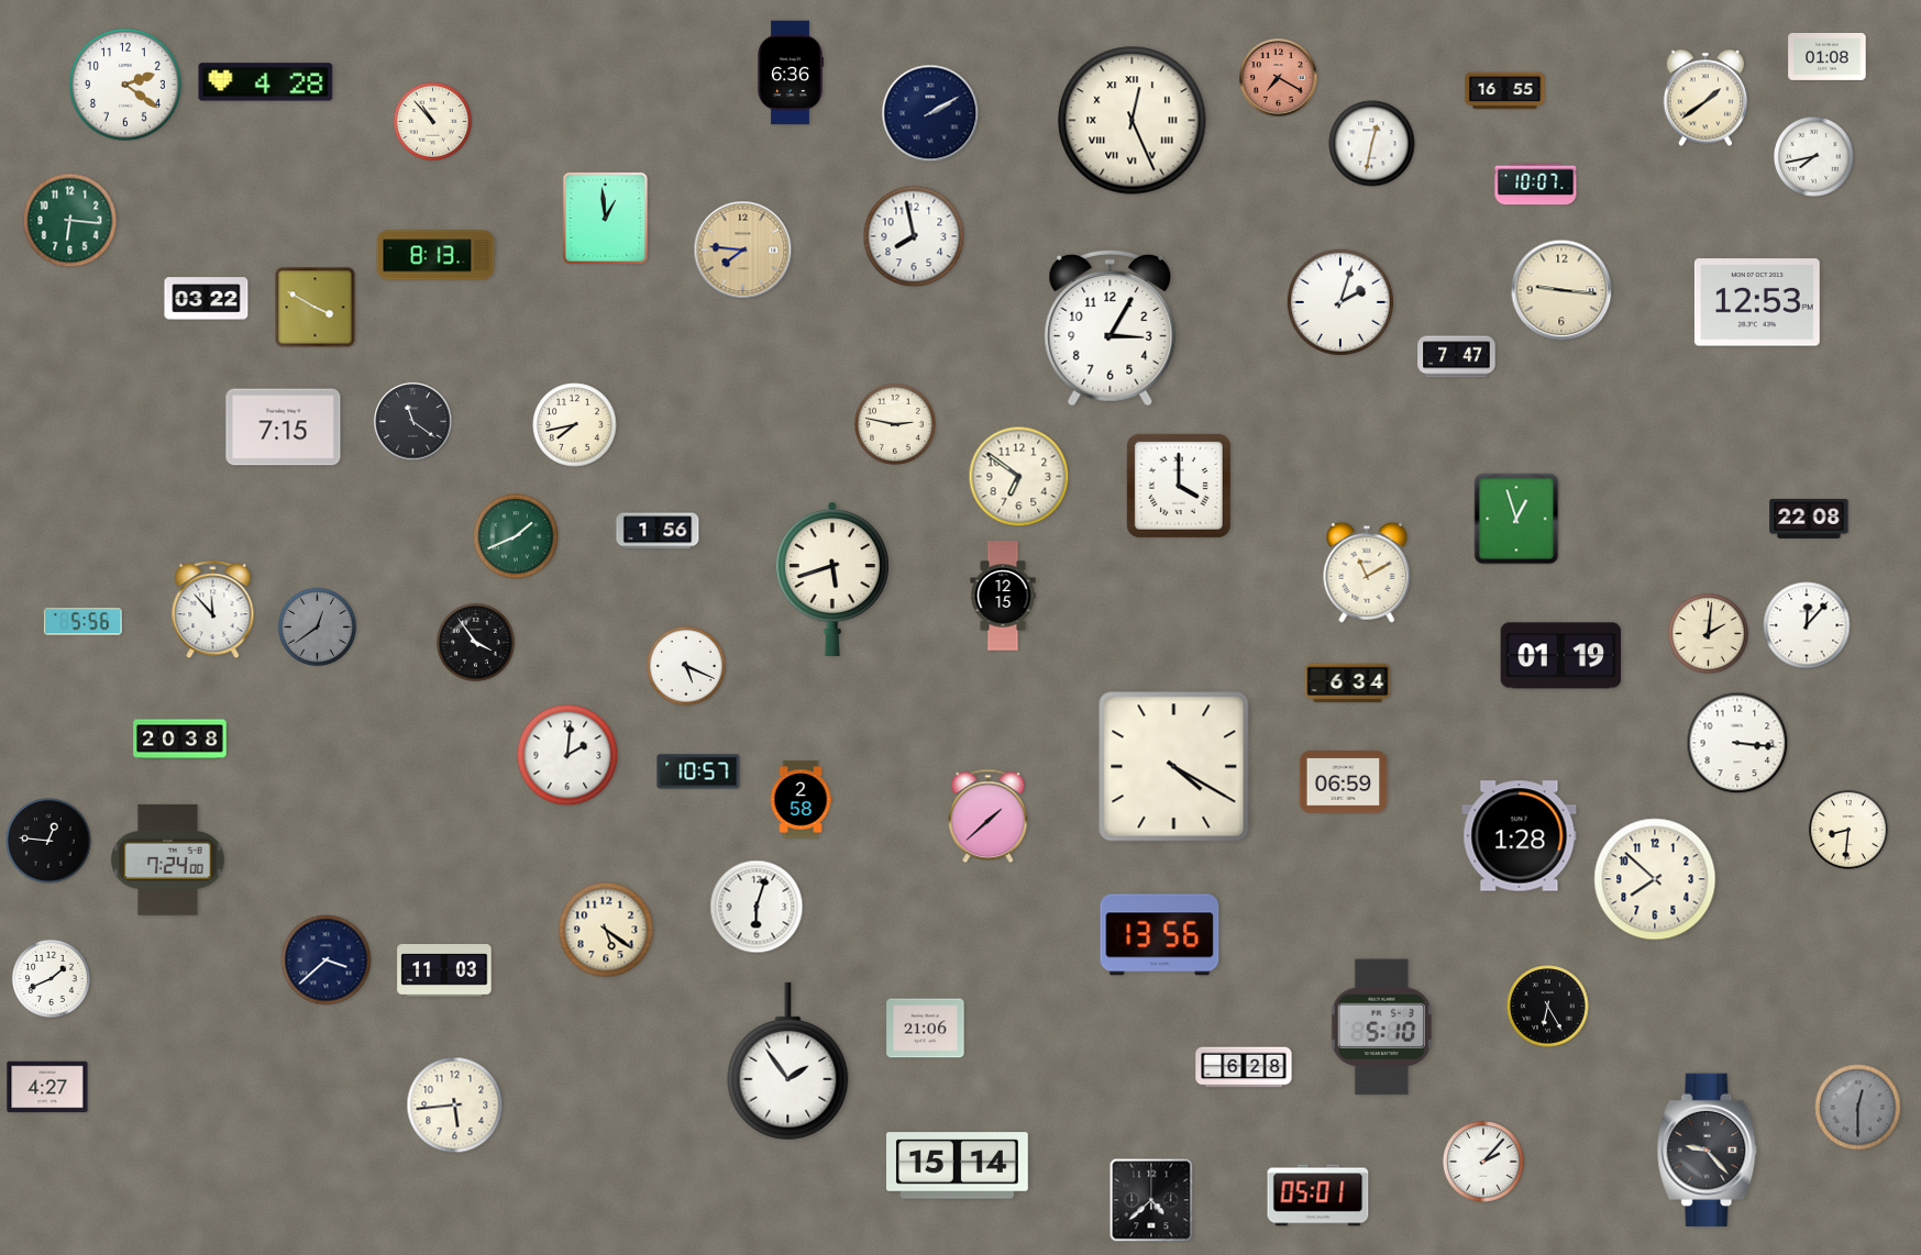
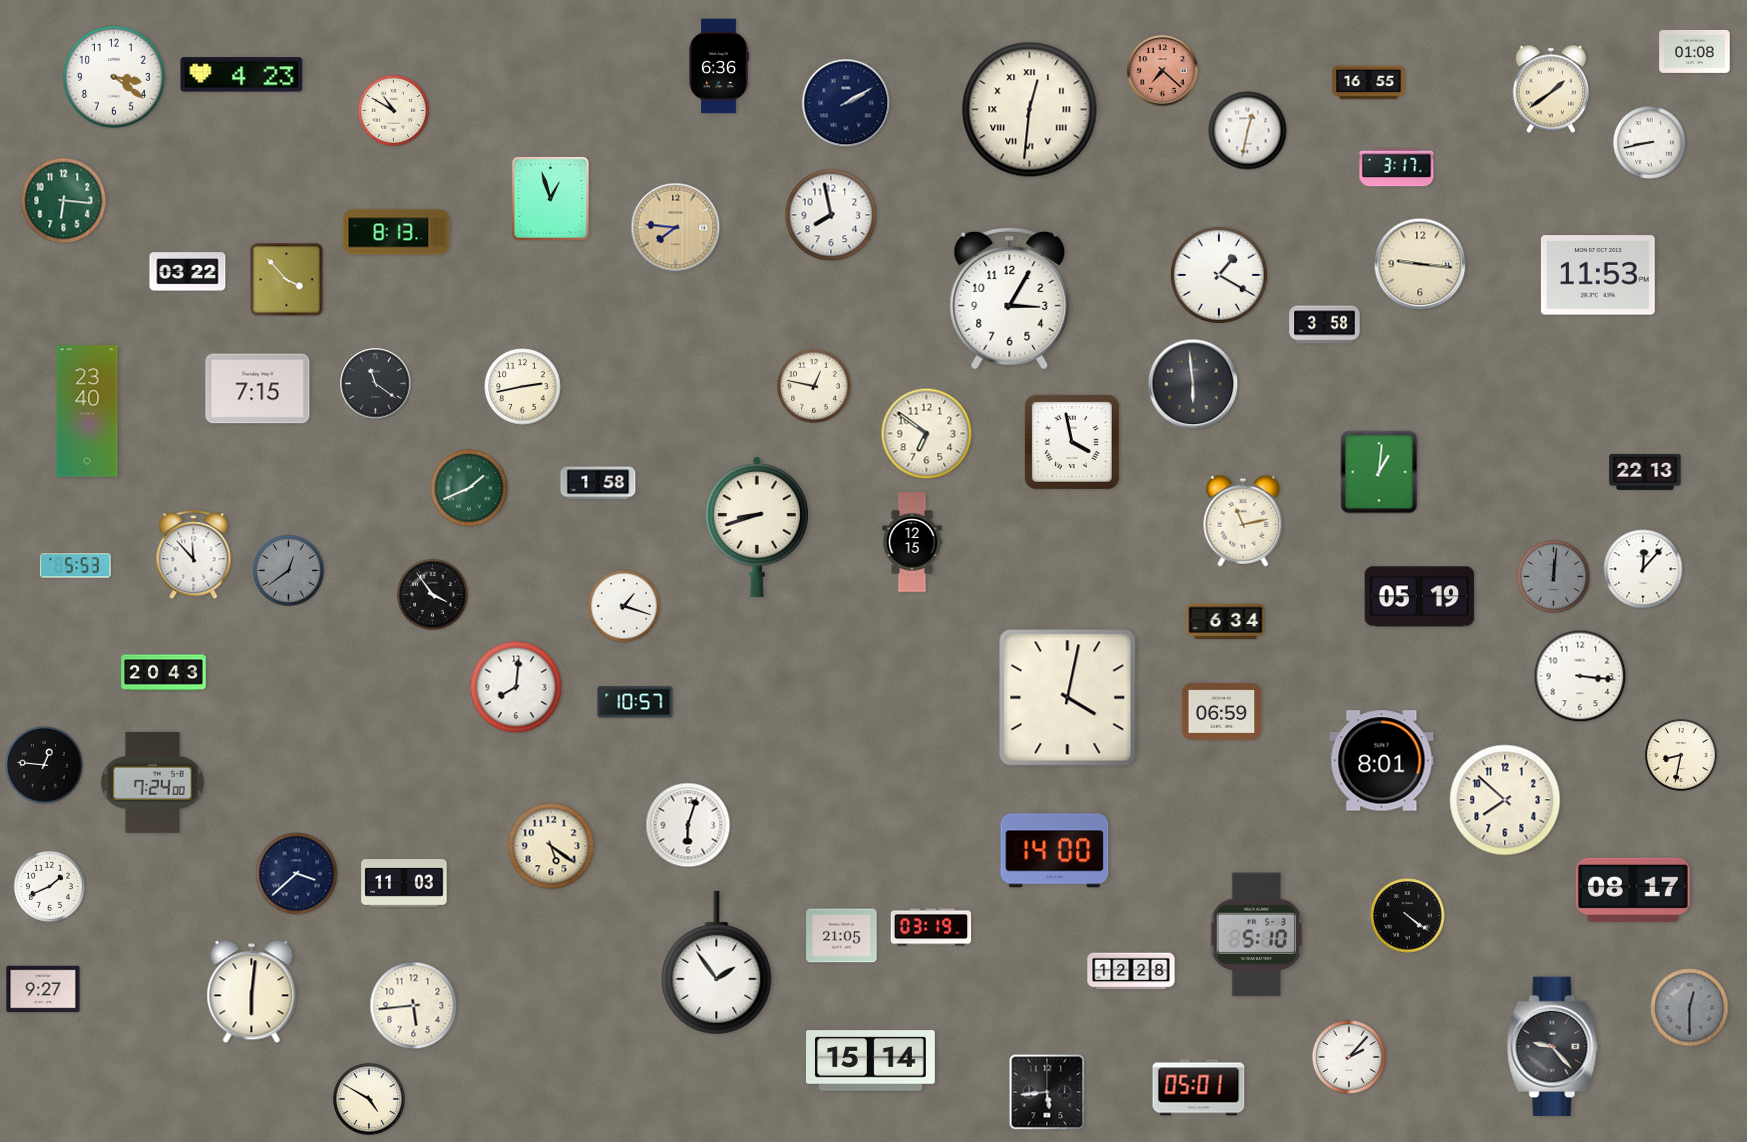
clock at (1828, 56) position: (1828, 56) -> (1695, 51)
clock at (1279, 78): 7:20 -> 7:22
clock at (266, 82): 4:28 -> 4:23
clock at (126, 86): 2:21 -> 3:21
clock at (432, 121): 10:53 -> 10:50
clock at (1133, 121): 12:26 -> 12:31
clock at (1814, 157): 7:43 -> 8:43
clock at (1536, 185): 10:07 -> 3:17
clock at (605, 218): 12:59 -> 12:57
clock at (1340, 302): 2:03 -> 1:20
clock at (1757, 302): 12:53 -> 11:53
clock at (316, 308): 3:50 -> 3:53
clock at (1457, 357): 7:47 -> 3:58
clock at (1193, 384): none -> 5:59
clock at (895, 424): 2:47 -> 12:47
clock at (575, 425): 7:43 -> 2:43
clock at (87, 411): none -> 23:40
clock at (1179, 486): 4:00 -> 3:58
clock at (1516, 519): 12:57 -> 1:01
clock at (1809, 519): 22:08 -> 22:13
clock at (658, 531): 1:56 -> 1:58
clock at (1367, 573): 11:10 -> 11:13
clock at (832, 578): 5:42 -> 8:42
clock at (84, 622): 5:56 -> 5:53
clock at (1709, 634): 2:01 -> 12:01
clock at (1709, 634) dial: cream -> grey
clock at (475, 642) position: (475, 642) -> (432, 594)
clock at (1561, 656): 01:19 -> 05:19
clock at (686, 666): 5:19 -> 1:18
clock at (180, 740): 20:38 -> 20:43
clock at (567, 755): 2:01 -> 8:01
clock at (1174, 767): 4:20 -> 4:02
clock at (801, 800): 2:58 -> none
clock at (989, 817): 1:38 -> none
clock at (1848, 830): 8:31 -> 8:32
clock at (1520, 836): 1:28 -> 8:01
clock at (1160, 935): 13:56 -> 14:00
clock at (51, 978) position: (51, 978) -> (49, 886)
clock at (1633, 890): none -> 08:17
clock at (1548, 1007): 6:25 -> 4:21
clock at (931, 927): none -> 03:19
clock at (926, 1029): 21:06 -> 21:05
clock at (788, 1062) position: (788, 1062) -> (717, 963)
clock at (1244, 1067): 6:28 -> 12:28
clock at (47, 1087): 4:27 -> 9:27
clock at (252, 992): none -> 6:01
clock at (1151, 1200): 4:38 -> 5:44
clock at (369, 1099): none -> 4:50
